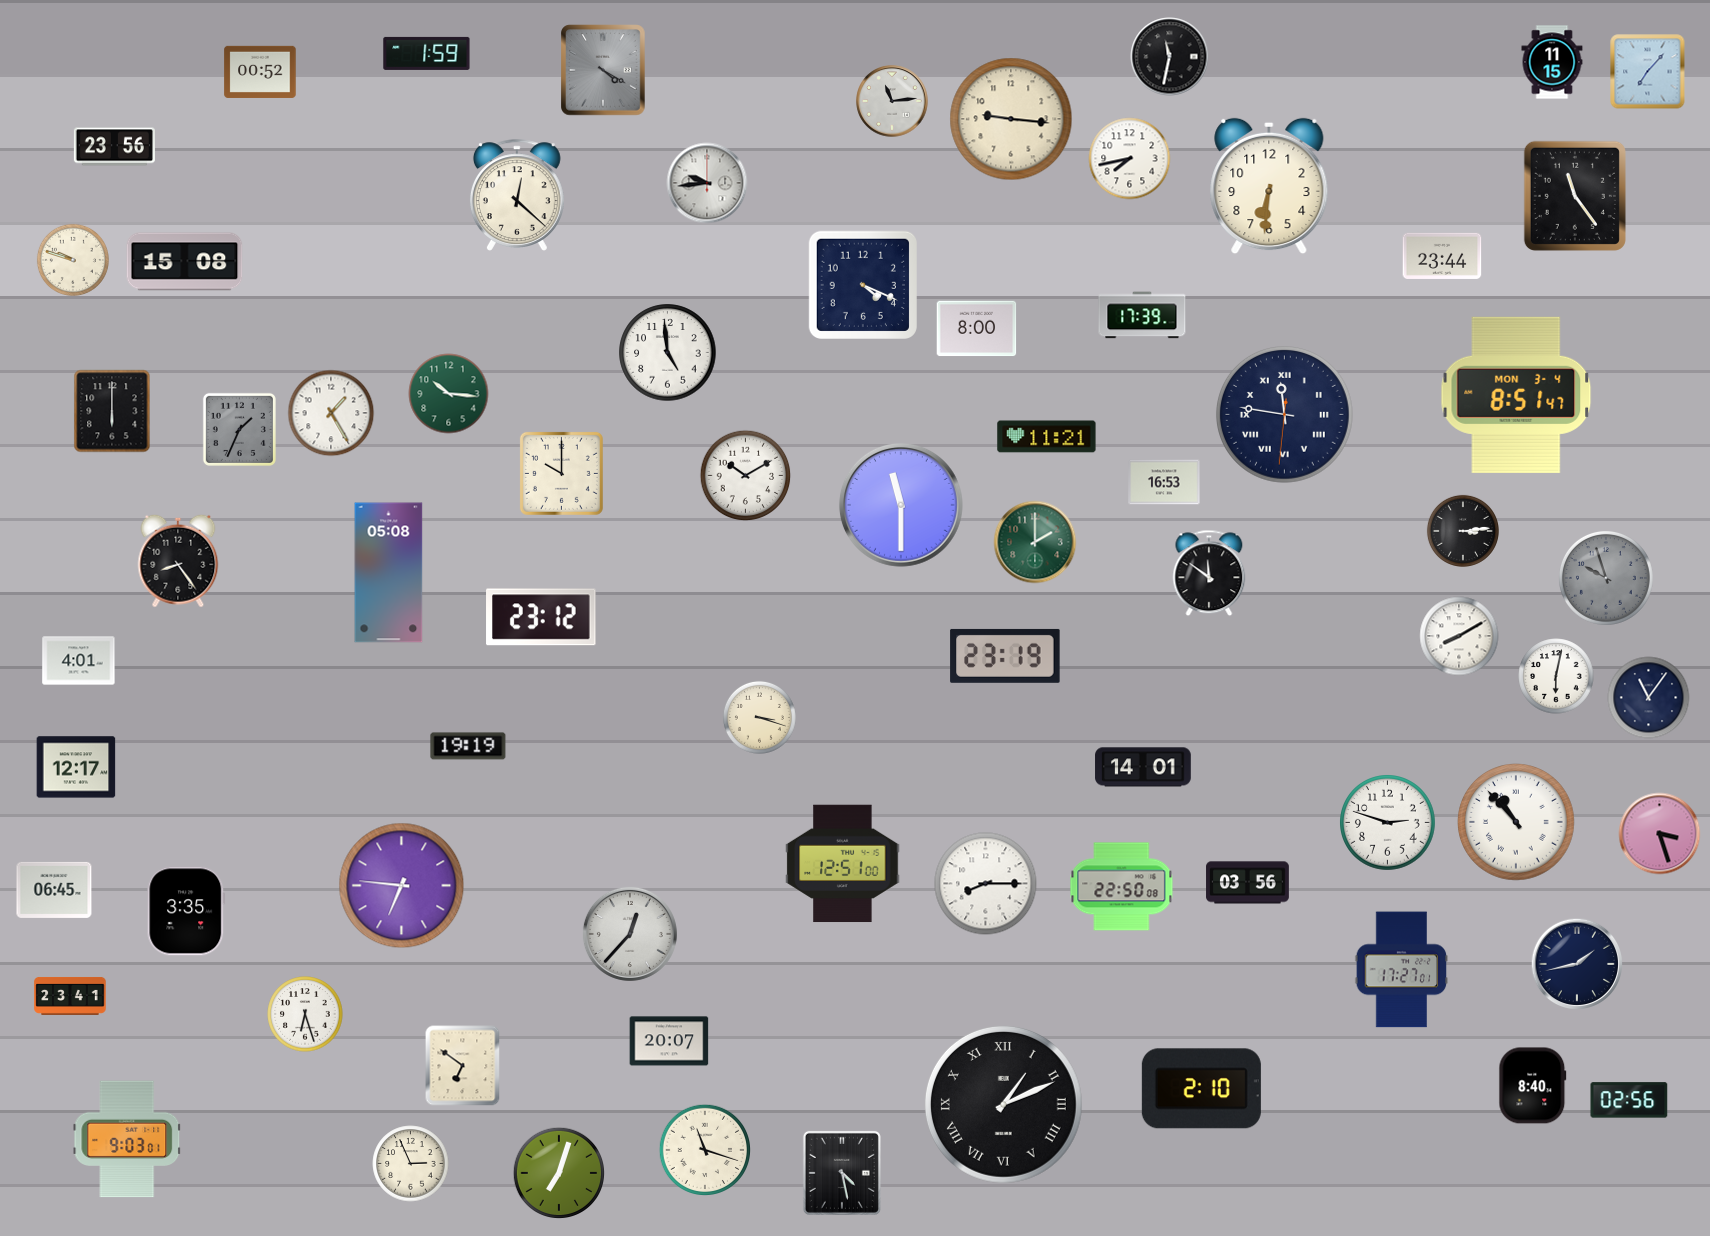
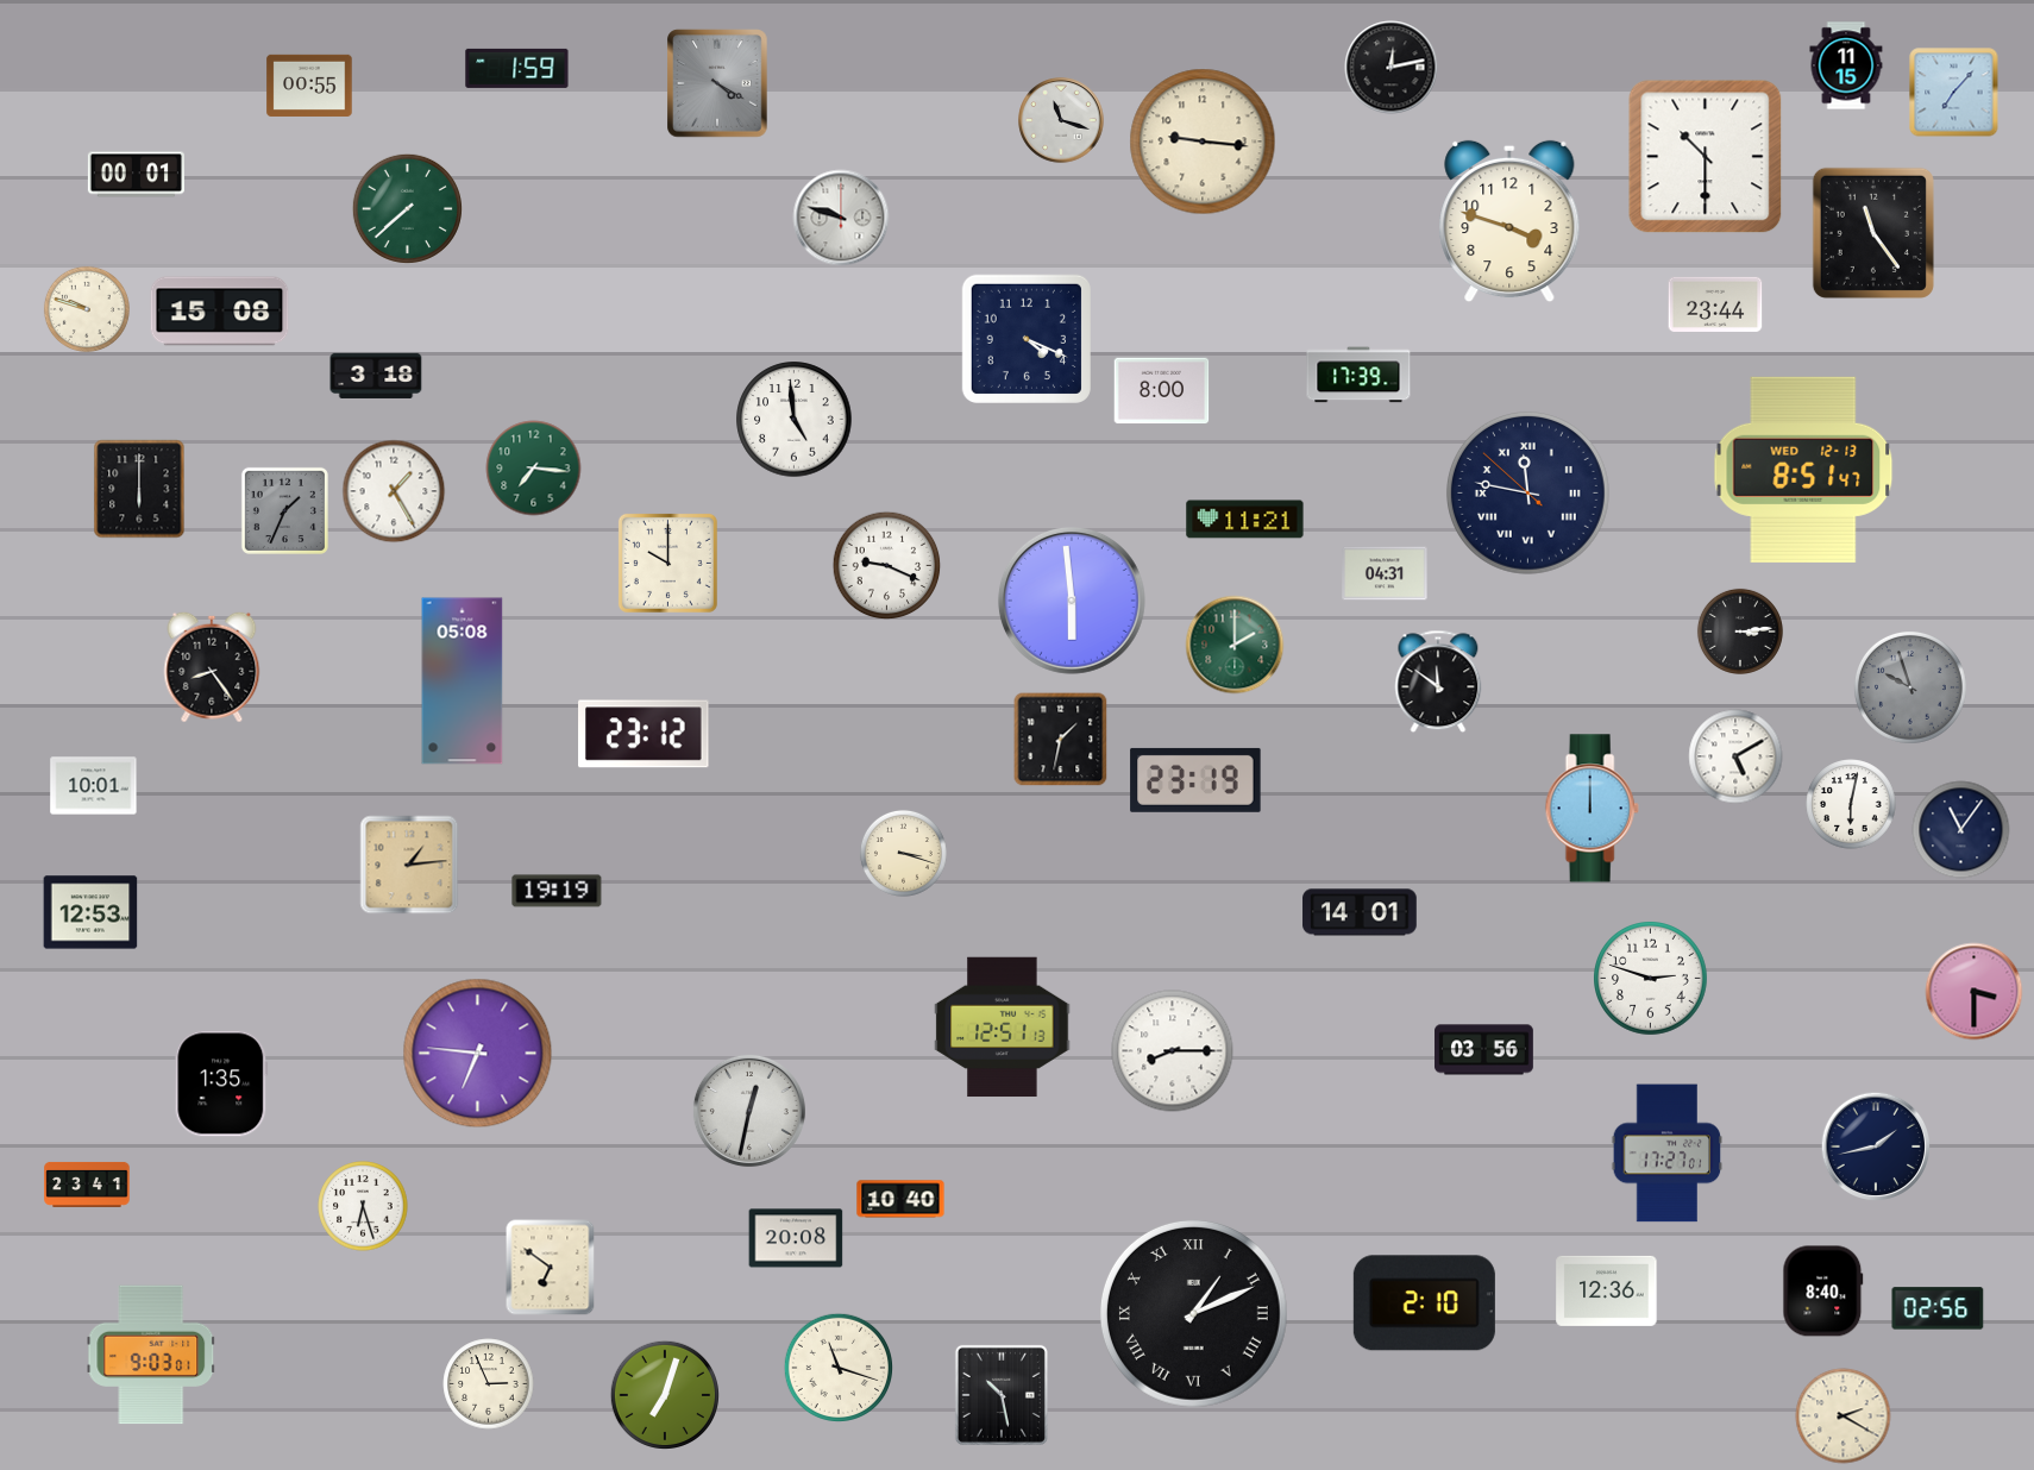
clock at (427, 53) position: (427, 53) -> (517, 68)
clock at (1170, 57): 11:32 -> 12:13
clock at (1552, 62) position: (1552, 62) -> (1846, 65)
clock at (260, 72): 00:52 -> 00:55
clock at (1648, 72) position: (1648, 72) -> (1954, 93)
clock at (892, 101): 11:14 -> 11:18
clock at (1706, 157): none -> 10:30
clock at (114, 147): 23:56 -> 00:01
clock at (1130, 159): 7:43 -> none
clock at (407, 208): none -> 7:38
clock at (707, 183): 9:44 -> 9:48
clock at (1269, 186): 6:31 -> 3:48
clock at (517, 195): 12:22 -> none
clock at (376, 376): none -> 3:18
clock at (449, 394): 10:16 -> 7:16
clock at (1516, 395) date: MON 3-4 -> WED 12-13
clock at (112, 411) position: (112, 411) -> (139, 489)
clock at (1284, 414): 11:46:31 -> 11:46:52
clock at (746, 476): 10:10 -> 9:19
clock at (1164, 482): 16:53 -> 04:31
clock at (901, 505): 11:30 -> 5:59
clock at (1035, 542) position: (1035, 542) -> (1235, 645)
clock at (1061, 740): none -> 1:32
clock at (1459, 636): 8:10 -> 5:10
clock at (79, 661): 4:01 -> 10:01
clock at (1592, 809): none -> 12:00
clock at (409, 865): none -> 1:14
clock at (468, 746) position: (468, 746) -> (557, 891)
clock at (76, 767): 12:17 -> 12:53
clock at (1516, 822): 10:53 -> none
clock at (1660, 834): 3:27 -> 3:30
clock at (843, 864): 12:51:00 -> 12:51:13
clock at (1122, 887): 22:50 -> none
clock at (54, 890): 06:45 -> none
clock at (186, 911): 3:35 -> 1:35
clock at (630, 934): 12:37 -> 12:32
clock at (70, 996) position: (70, 996) -> (87, 1185)
clock at (900, 1199): none -> 10:40
clock at (669, 1041): 20:07 -> 20:08
clock at (1607, 1290): none -> 12:36
clock at (1201, 1089) position: (1201, 1089) -> (1424, 1303)
clock at (842, 1173): 4:28 -> 10:28
clock at (1844, 1416): none -> 2:20
